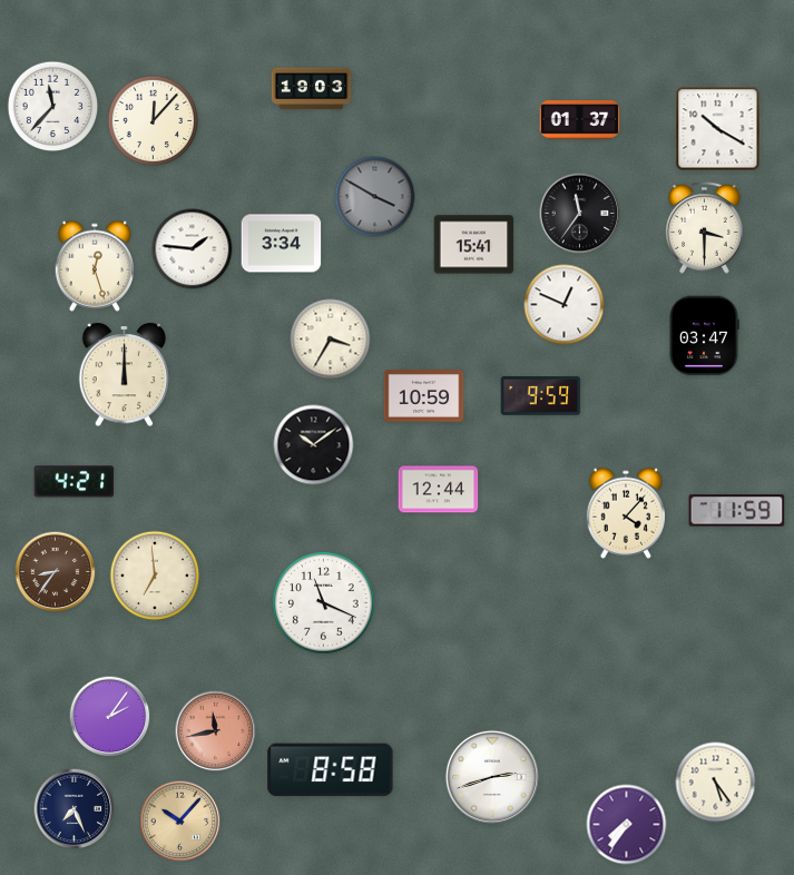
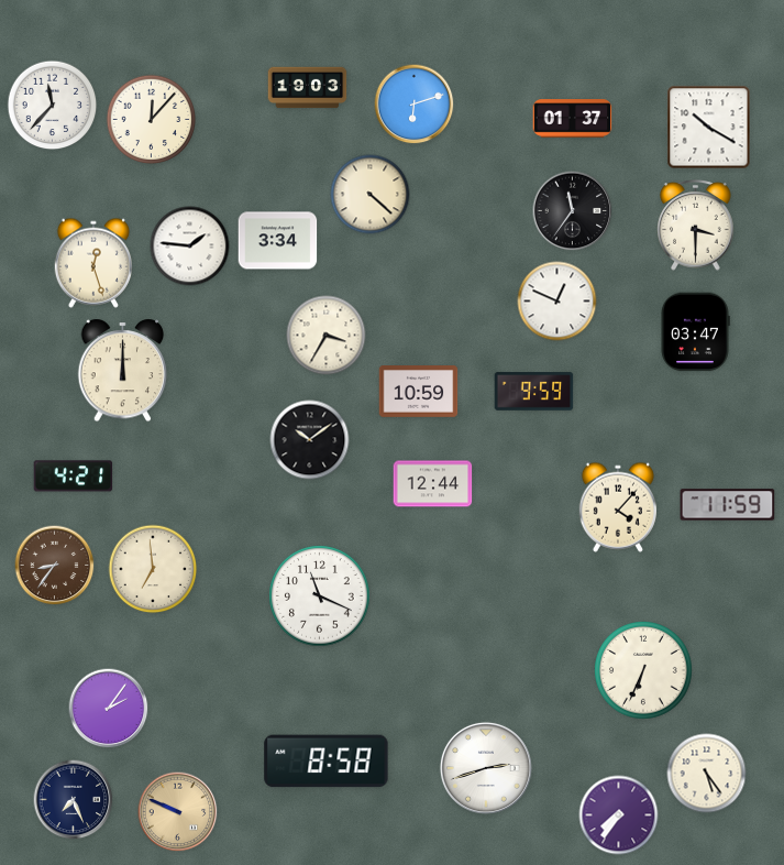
clock at (415, 105): none -> 6:12
clock at (375, 197): 3:50 -> 4:22
clock at (375, 197) dial: grey -> cream
clock at (474, 245): 15:41 -> none
clock at (644, 671): none -> 6:34
clock at (216, 731): 11:43 -> none
clock at (180, 822): 10:07 -> 9:49
